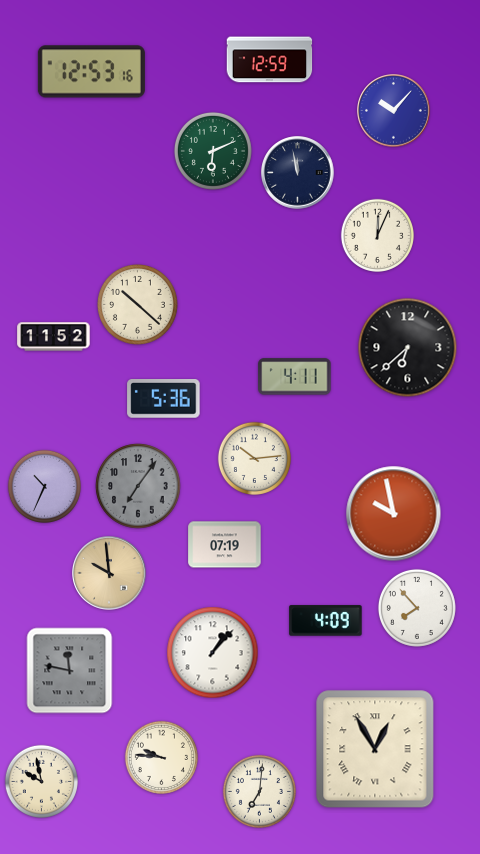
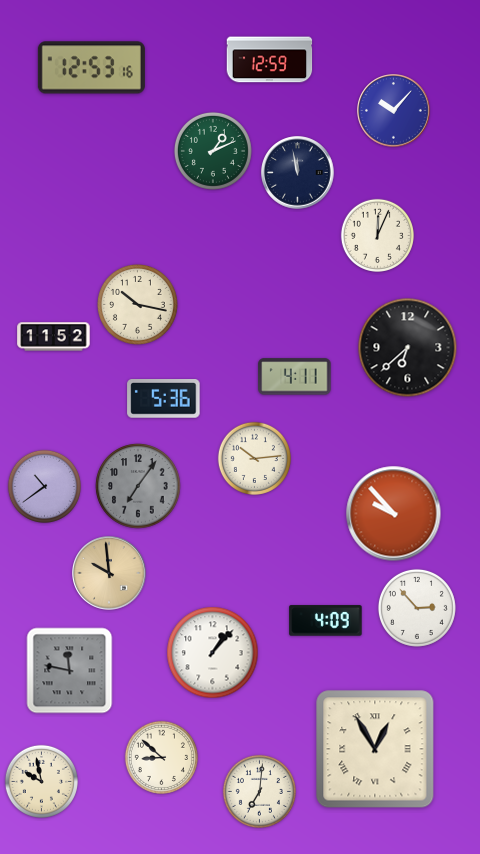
clock at (91, 72) position: (91, 72) -> (91, 68)
clock at (213, 151): 6:11 -> 1:11
clock at (138, 305): 10:22 -> 10:17
clock at (44, 486): 10:34 -> 10:39
clock at (394, 514): 9:58 -> 9:53
clock at (225, 545): 07:19 -> none
clock at (417, 608): 7:53 -> 2:53
clock at (161, 757): 9:46 -> 8:52
